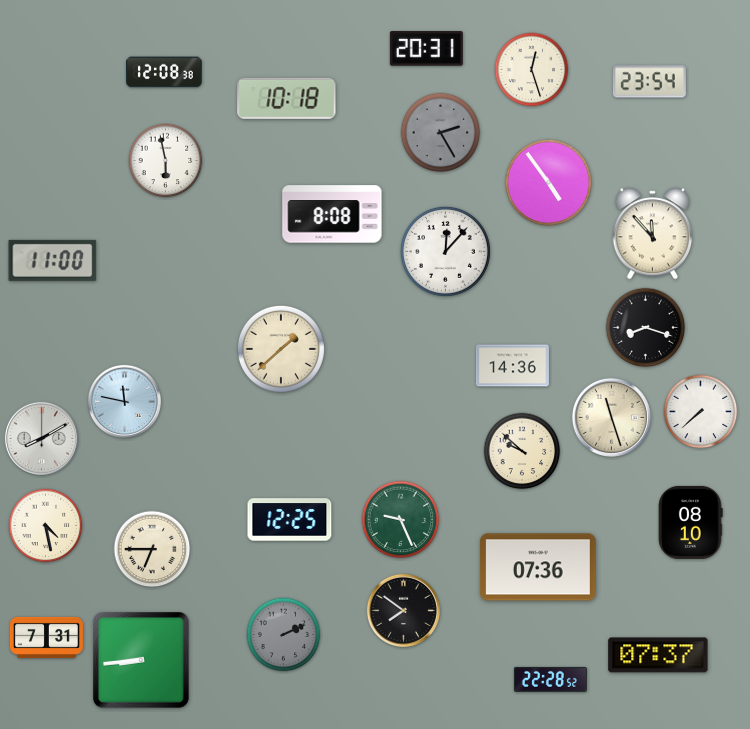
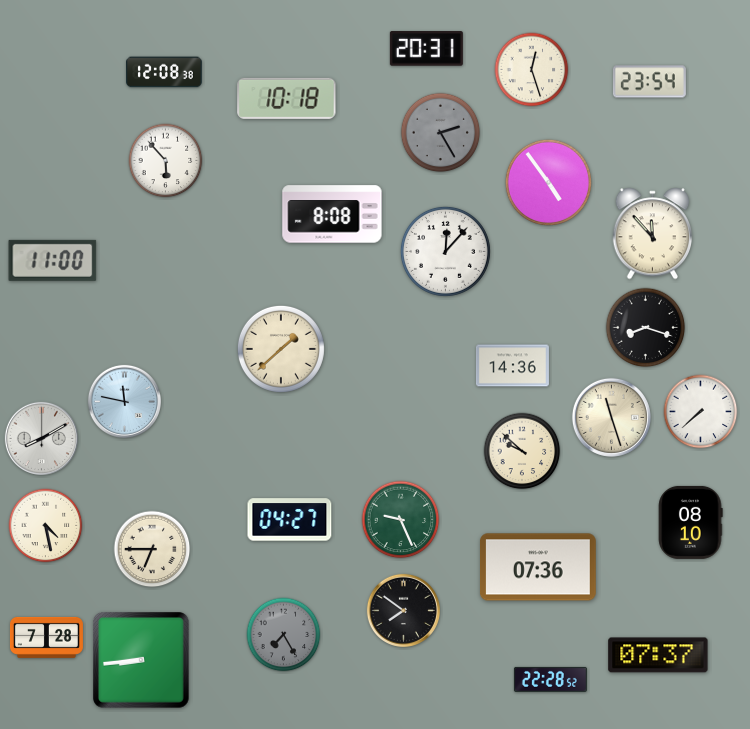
clock at (166, 161): 5:58 -> 5:53
clock at (290, 520): 12:25 -> 04:27
clock at (284, 635): 2:11 -> 7:25
clock at (46, 637): 7:31 -> 7:28
